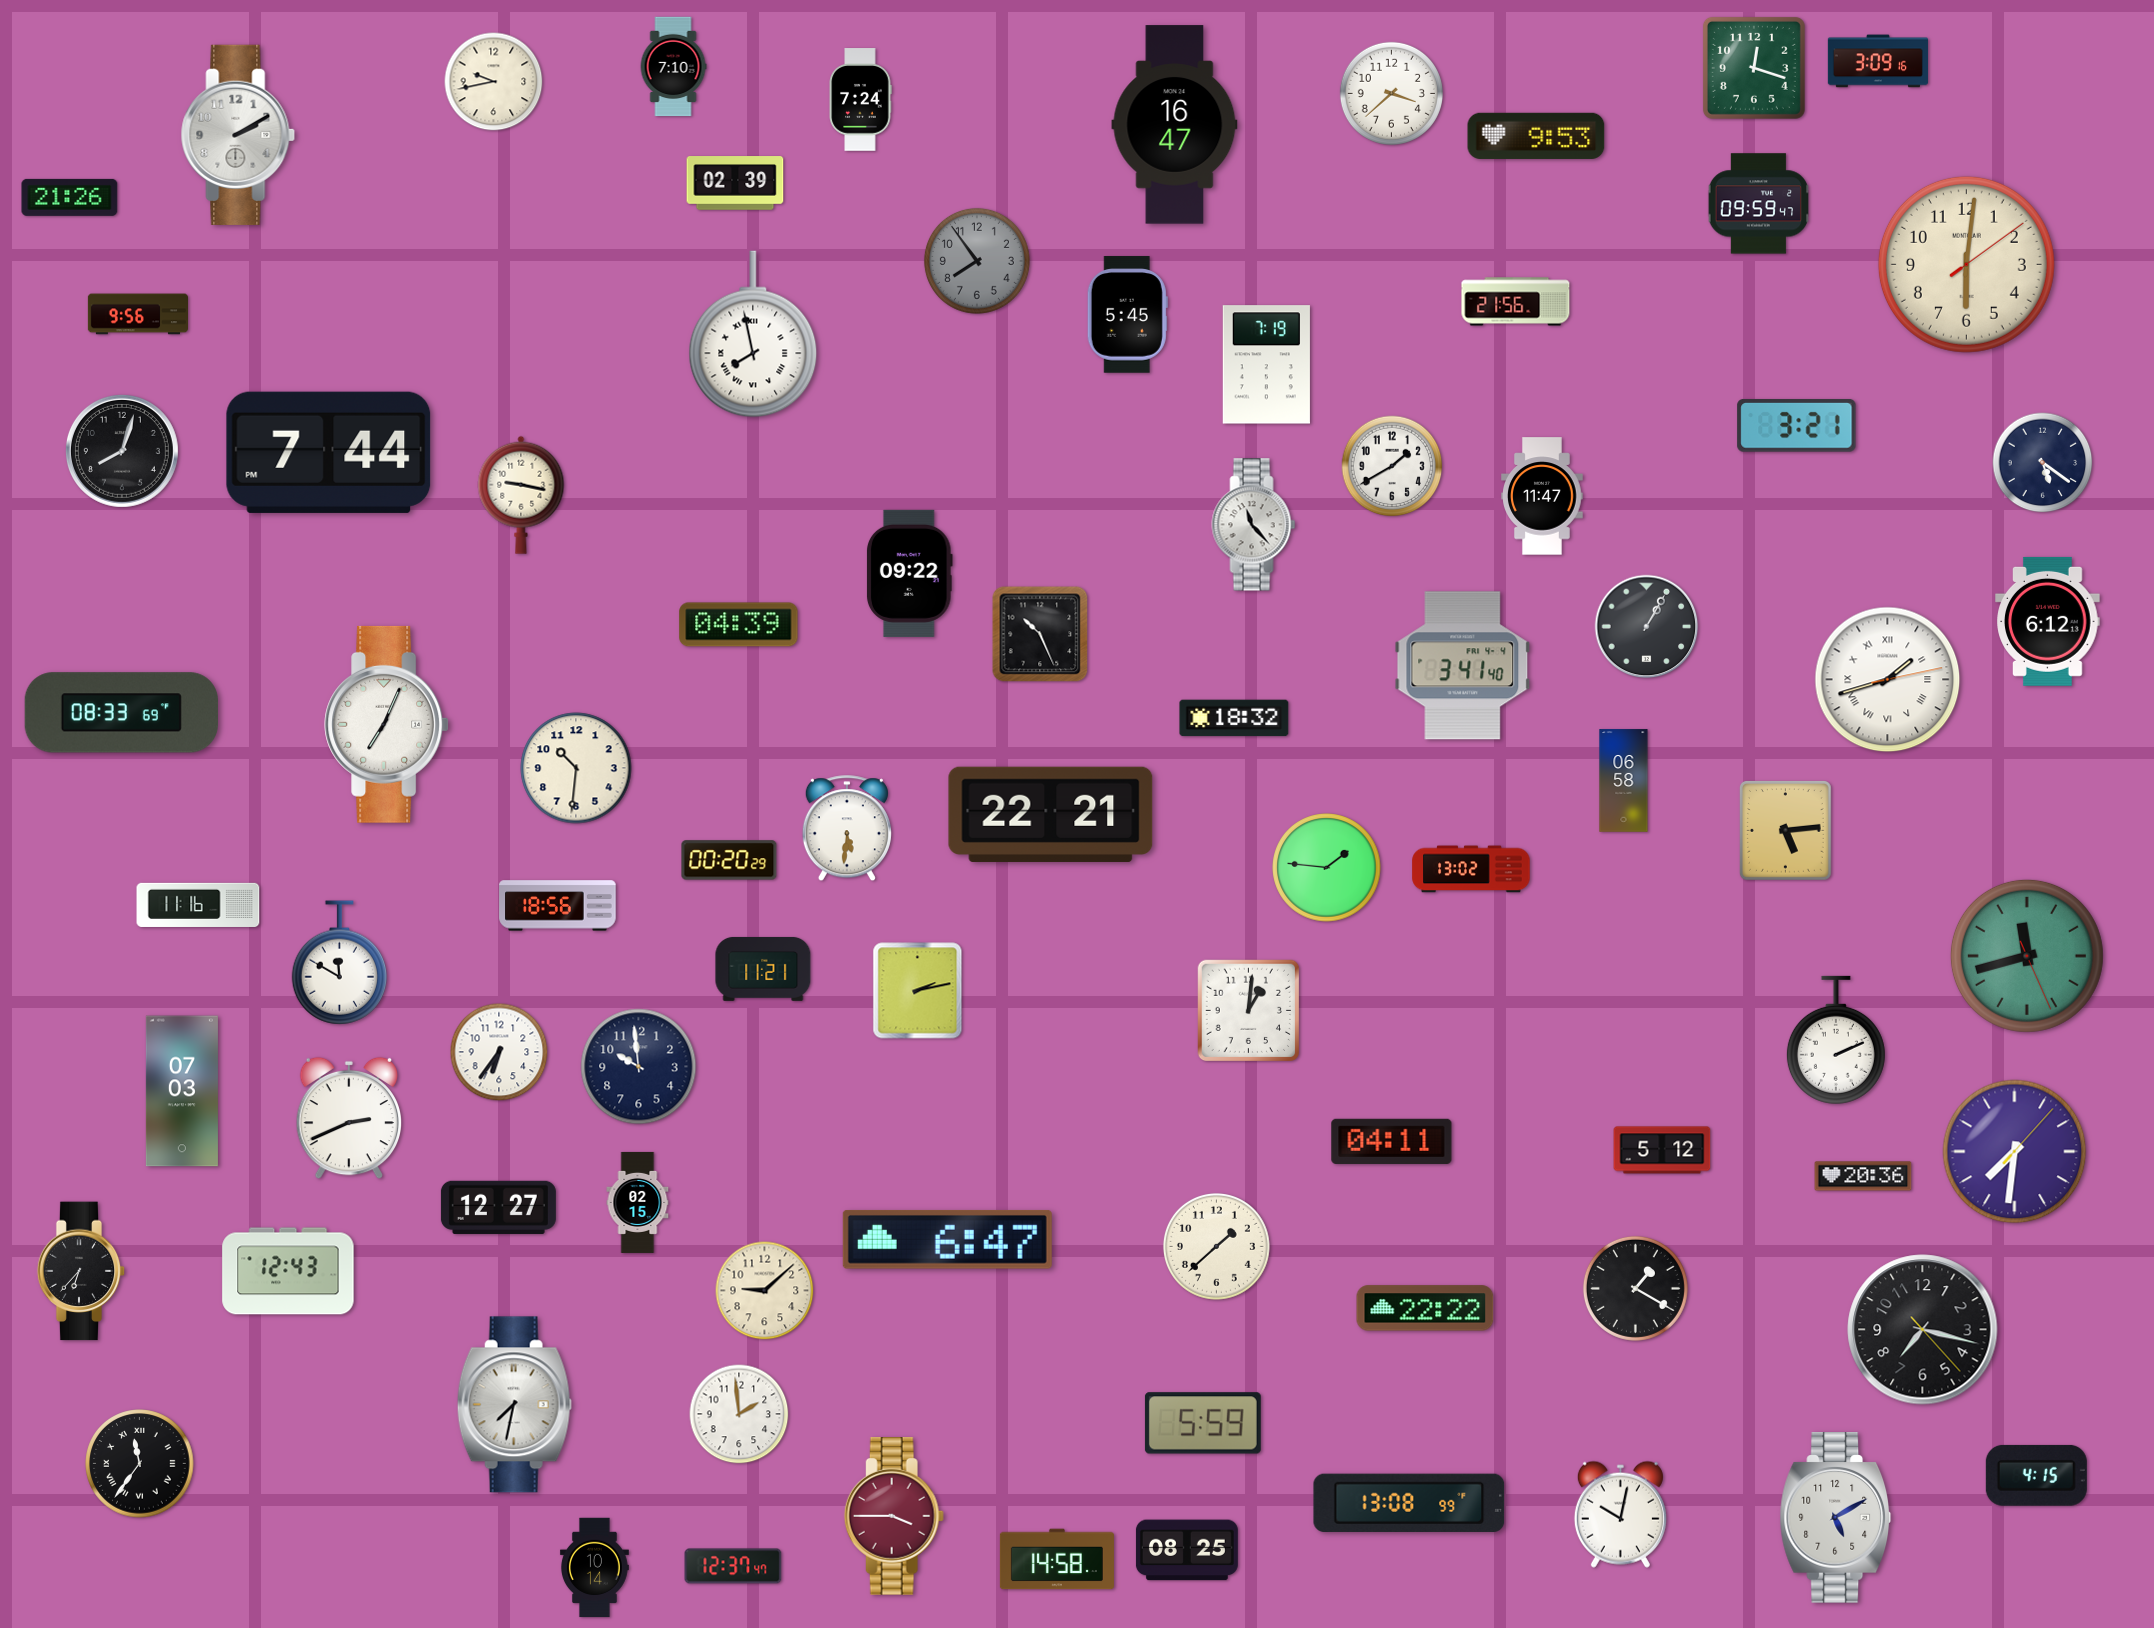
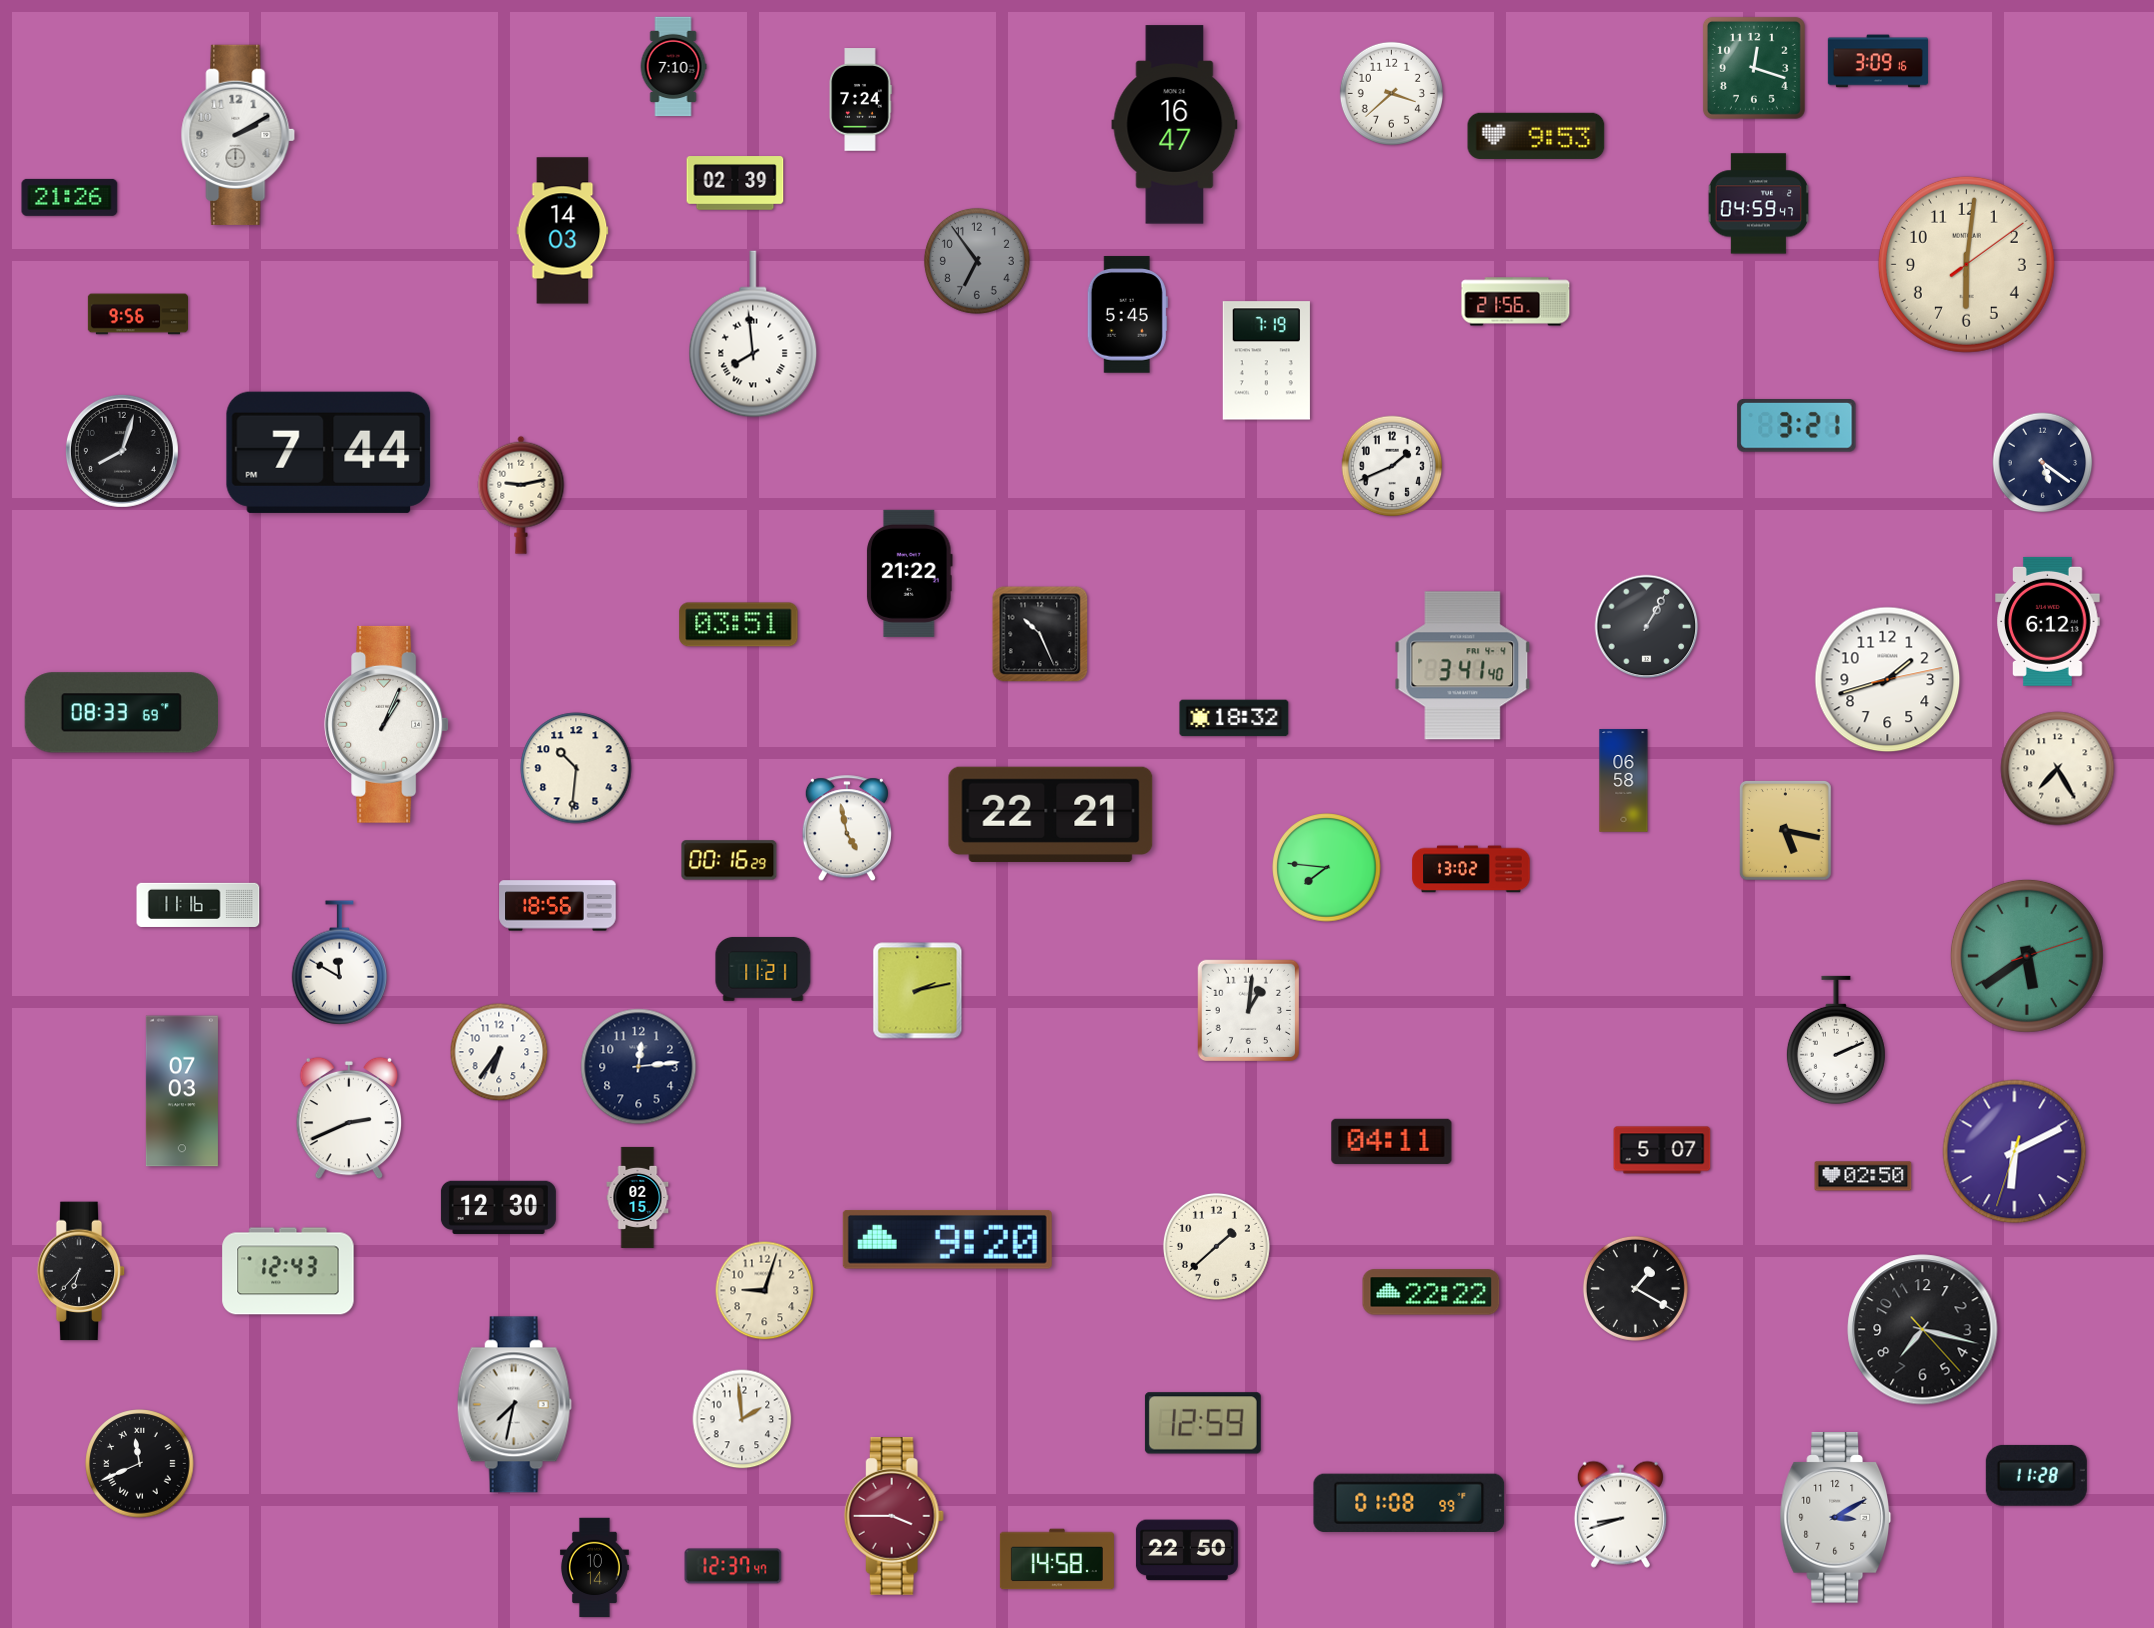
clock at (494, 82): 9:43 -> none
clock at (1758, 204): 09:59 -> 04:59
clock at (563, 231): none -> 14:03
clock at (977, 261): 7:54 -> 6:54
clock at (753, 334): 7:58 -> 7:59
clock at (1266, 365) position: (1266, 365) -> (1266, 361)
clock at (1392, 466): 1:40 -> 1:41
clock at (521, 495): 9:17 -> 9:13
clock at (1542, 496): 11:47 -> none
clock at (1254, 525): 11:23 -> none
clock at (910, 573): 09:22 -> 21:22
clock at (739, 625): 04:39 -> 03:51
clock at (1888, 680) numerals: Roman -> Arabic
clock at (387, 724): 7:04 -> 1:04
clock at (2058, 769): none -> 7:25
clock at (847, 829): 5:31 -> 4:58
clock at (1785, 830): 5:14 -> 5:17
clock at (729, 860): 00:20 -> 00:16
clock at (1327, 868): 1:46 -> 7:46
clock at (2027, 956): 11:42 -> 5:39
clock at (639, 1067): 9:59 -> 12:14
clock at (1662, 1150): 5:12 -> 5:07
clock at (2015, 1152): 7:31 -> 6:10
clock at (1863, 1176): 20:36 -> 02:50
clock at (638, 1202) position: (638, 1202) -> (638, 1197)
clock at (498, 1207): 12:27 -> 12:30
clock at (947, 1239): 6:47 -> 9:20
clock at (765, 1291): 9:08 -> 9:03
clock at (1425, 1308) position: (1425, 1308) -> (1431, 1292)
clock at (739, 1414) position: (739, 1414) -> (742, 1419)
clock at (1203, 1423): 5:59 -> 12:59
clock at (140, 1464): 11:36 -> 11:41
clock at (2036, 1475): 4:15 -> 11:28
clock at (1409, 1503): 13:08 -> 01:08
clock at (1620, 1514): 10:02 -> 8:42
clock at (1836, 1518): 5:10 -> 3:10
clock at (1187, 1550): 08:25 -> 22:50
